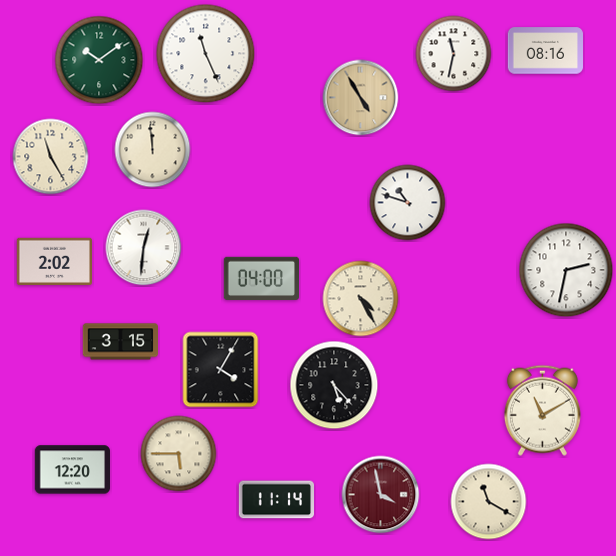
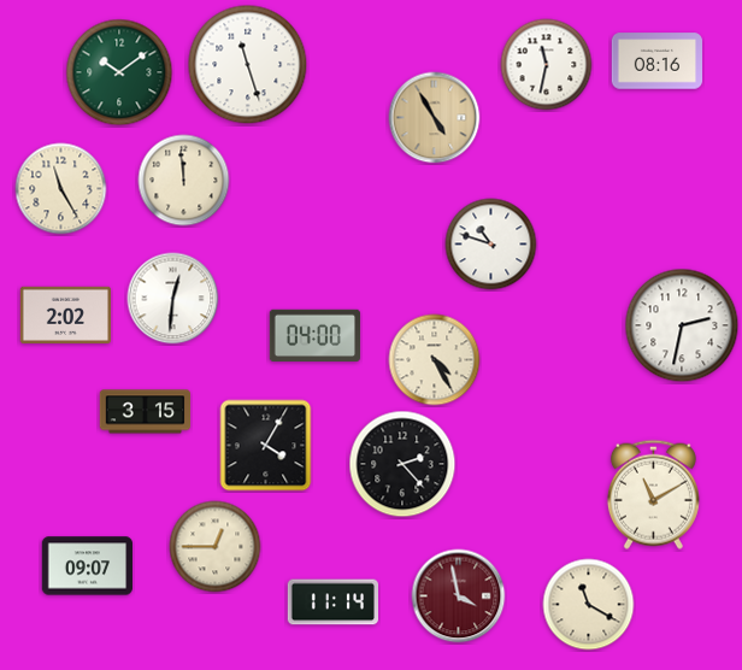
clock at (206, 54): 11:26 -> 11:27
clock at (334, 385): 5:23 -> 2:23
clock at (179, 454): 5:45 -> 12:45
clock at (72, 470): 12:20 -> 09:07
